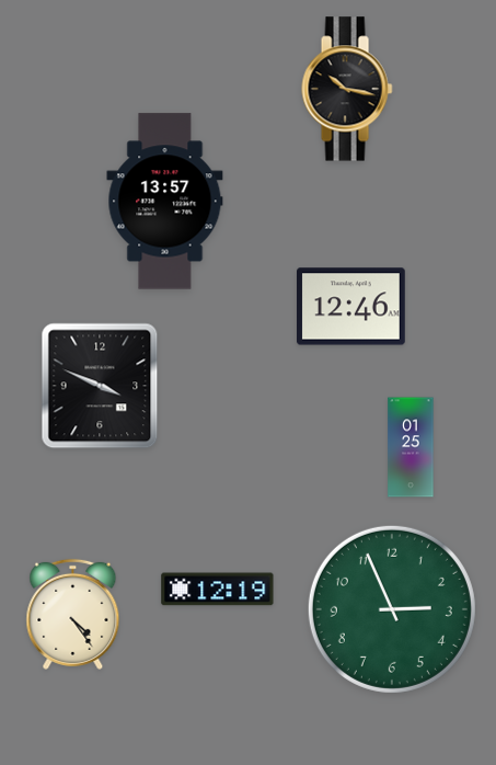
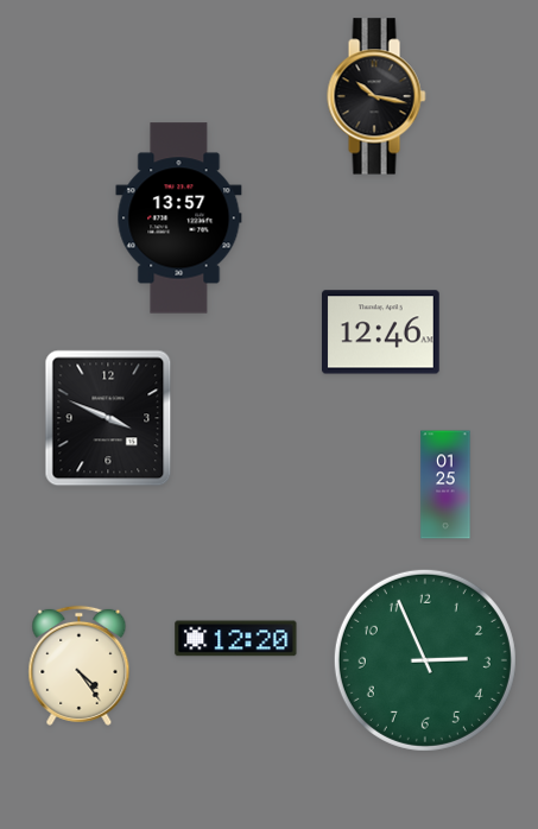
clock at (218, 590): 12:19 -> 12:20
